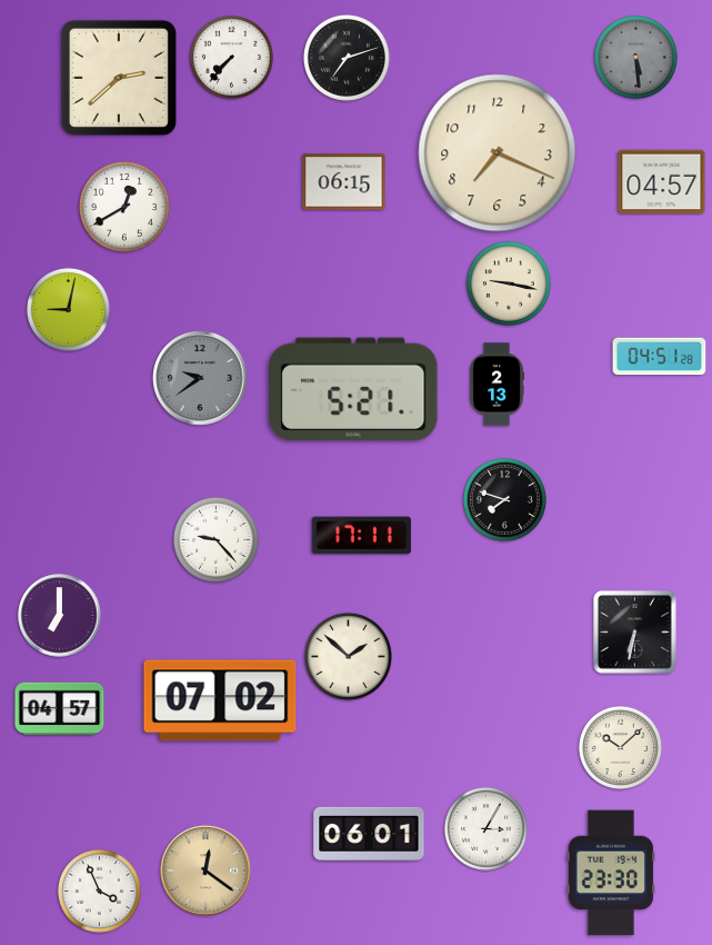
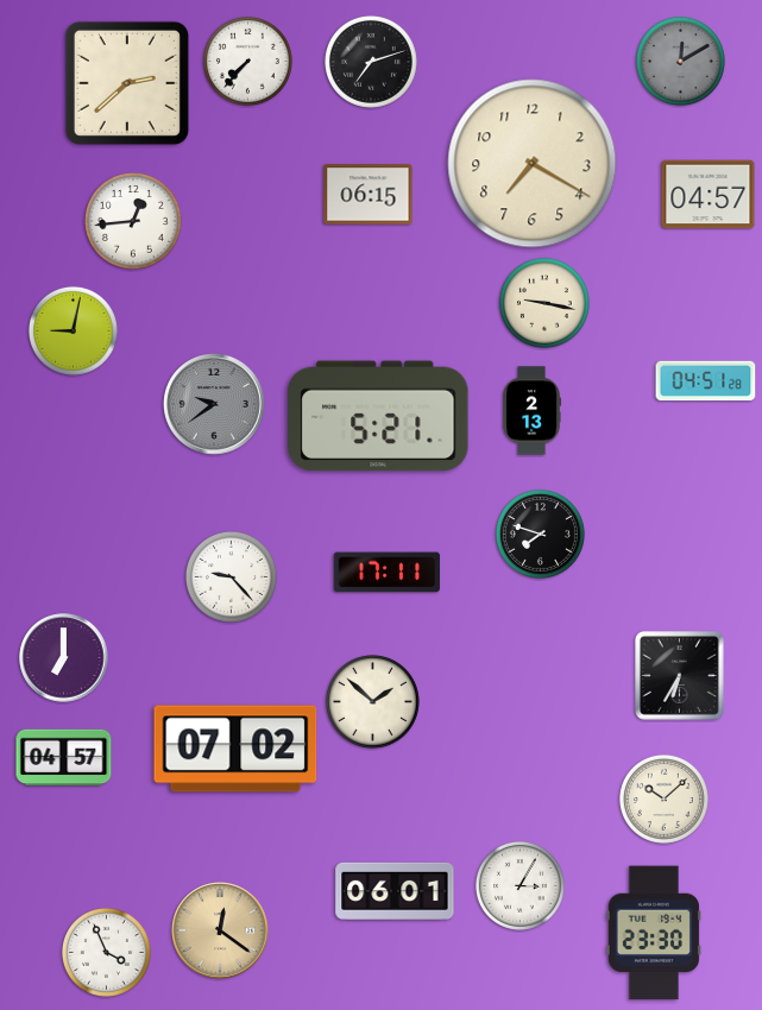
clock at (635, 57): 5:29 -> 12:10
clock at (498, 153): 7:19 -> 7:20
clock at (124, 207): 12:40 -> 12:44
clock at (635, 633): 6:32 -> 6:35
